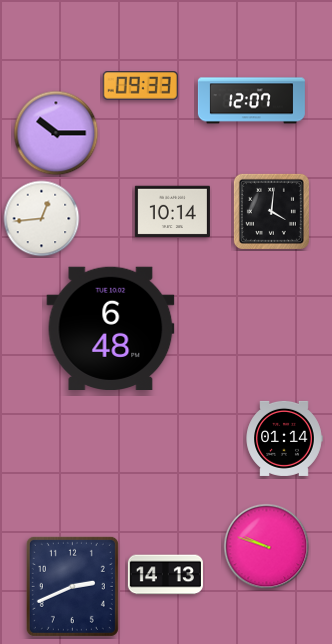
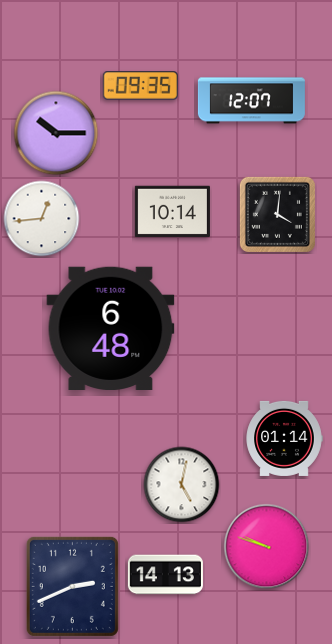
clock at (140, 86): 09:33 -> 09:35
clock at (271, 211) position: (271, 211) -> (277, 214)
clock at (182, 485): none -> 5:02
